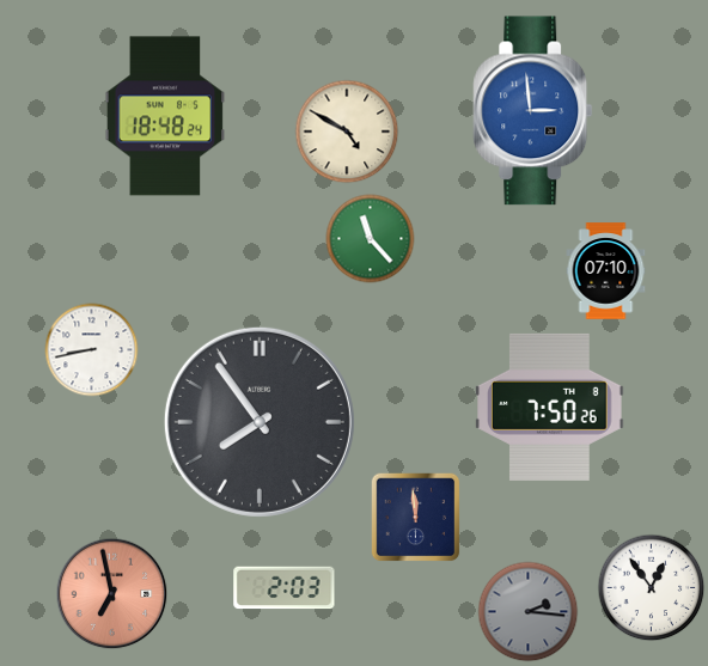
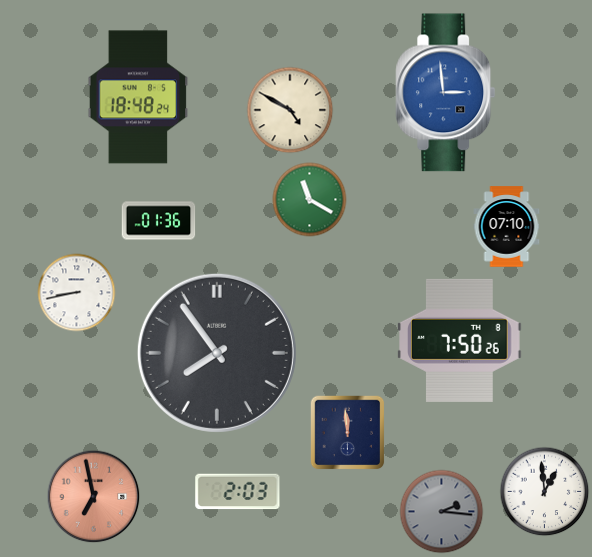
clock at (371, 239): 11:23 -> 11:20
clock at (159, 221): none -> 01:36
clock at (652, 588): 12:54 -> 12:59
